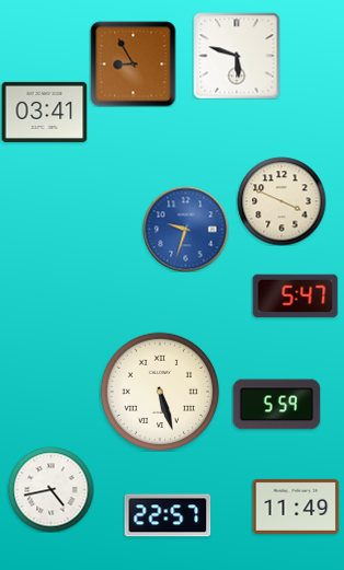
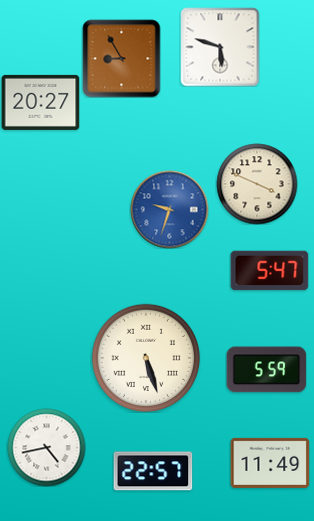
clock at (237, 56) position: (237, 56) -> (220, 47)
clock at (44, 112): 03:41 -> 20:27
clock at (276, 405) position: (276, 405) -> (266, 370)
